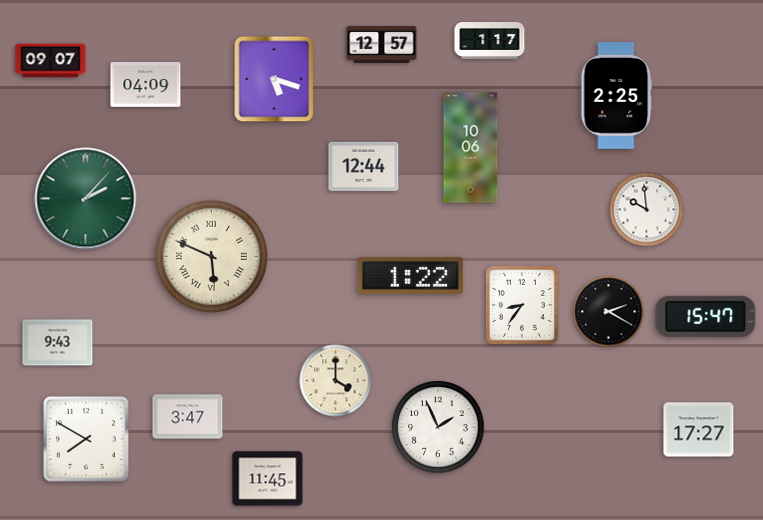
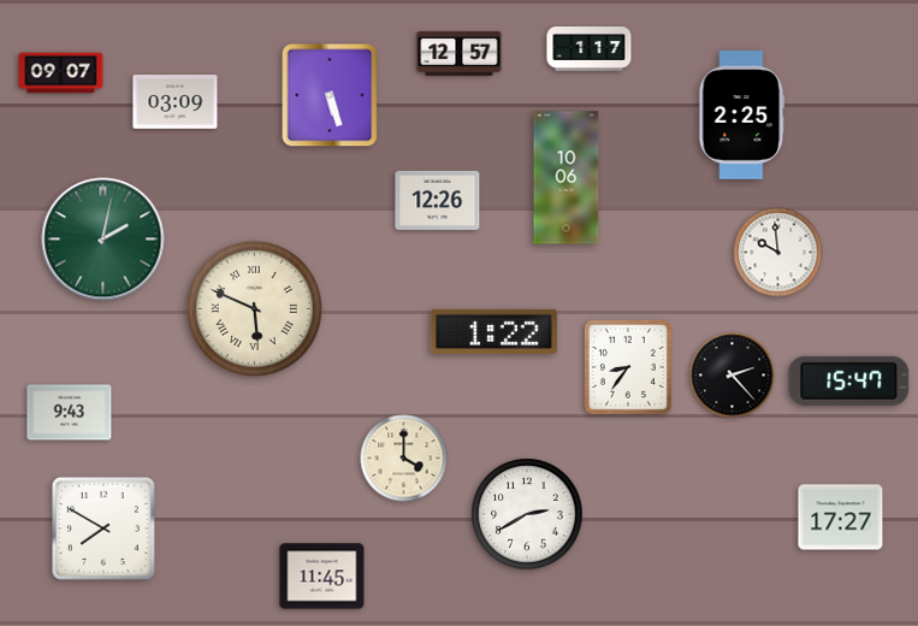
clock at (274, 79): 5:18 -> 5:27
clock at (146, 85): 04:09 -> 03:09
clock at (364, 166): 12:44 -> 12:26
clock at (86, 199): 2:07 -> 2:02
clock at (609, 312): 2:20 -> 2:23
clock at (188, 417): 3:47 -> none
clock at (438, 427): 1:56 -> 2:40
